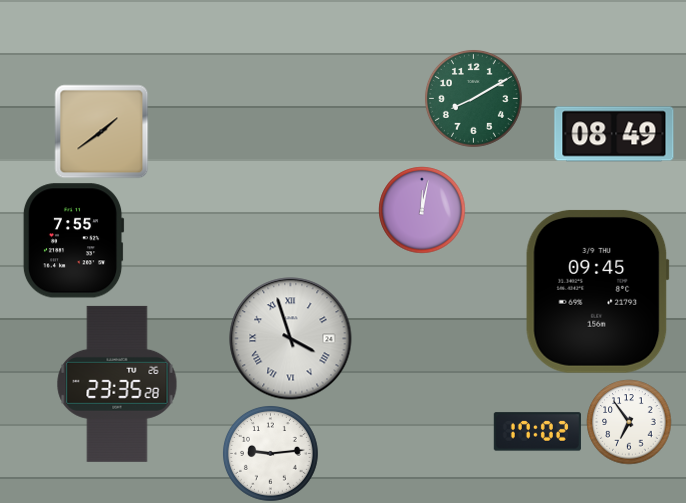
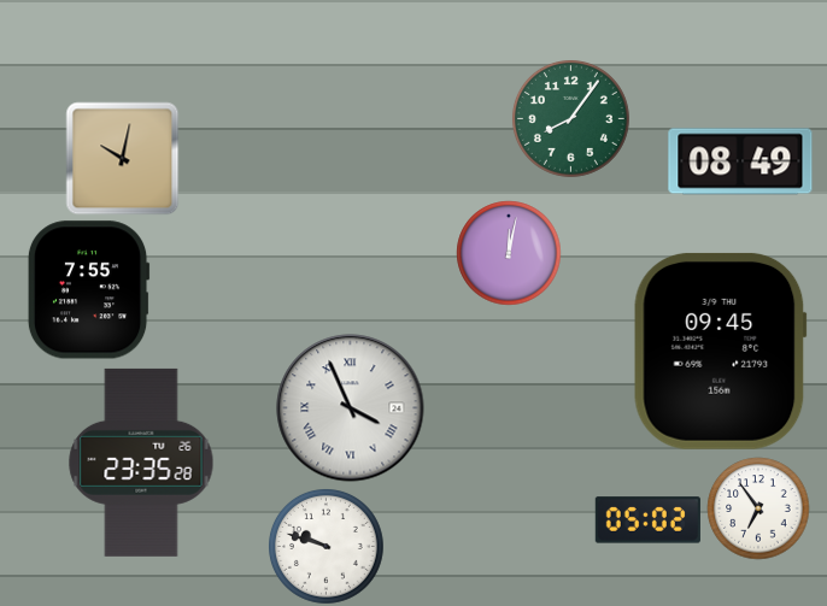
clock at (473, 98): 8:10 -> 8:06
clock at (101, 131): 1:39 -> 10:02
clock at (291, 339): 3:57 -> 3:56
clock at (537, 432): 17:02 -> 05:02
clock at (271, 454): 9:14 -> 9:48
